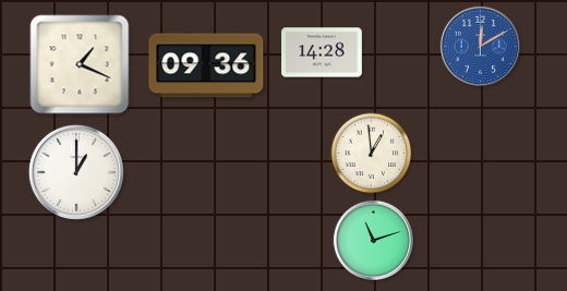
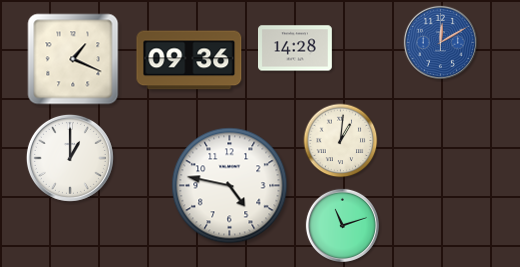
clock at (372, 154): 12:59 -> 1:01
clock at (230, 186): none -> 4:47
clock at (373, 240) position: (373, 240) -> (342, 225)
